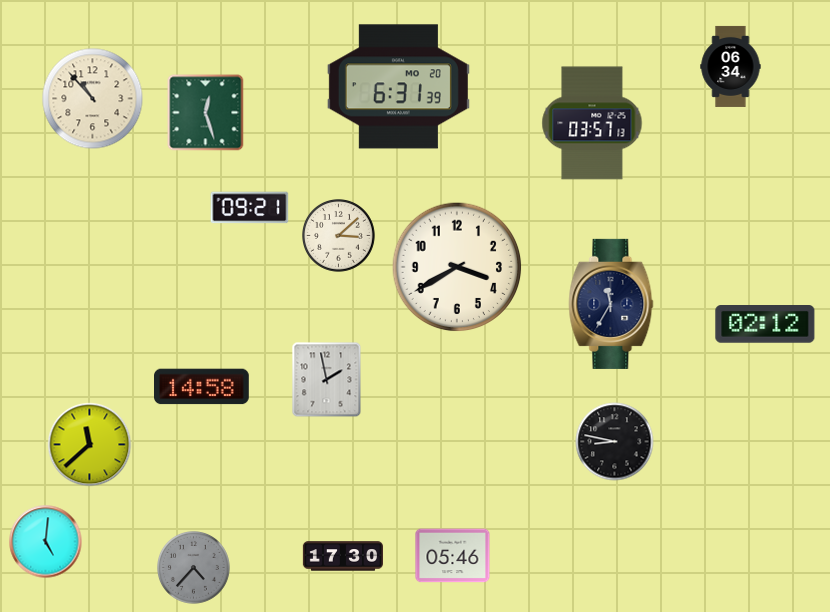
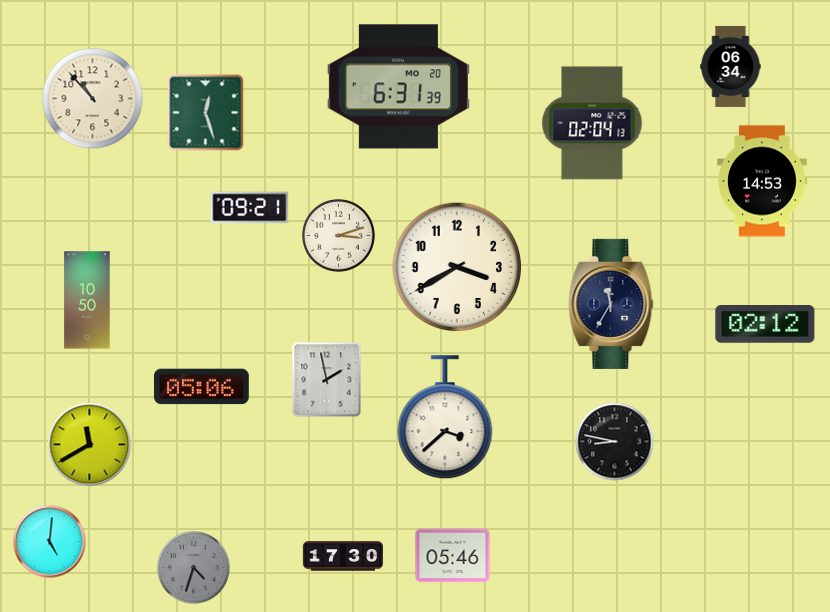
clock at (592, 123): 03:57 -> 02:04
clock at (763, 181): none -> 14:53
clock at (339, 236): 3:08 -> 3:12
clock at (87, 300): none -> 10:50
clock at (202, 387): 14:58 -> 05:06
clock at (445, 418): none -> 3:38
clock at (90, 445): 11:38 -> 11:40
clock at (46, 542) position: (46, 542) -> (50, 542)
clock at (194, 568): 4:37 -> 4:33
